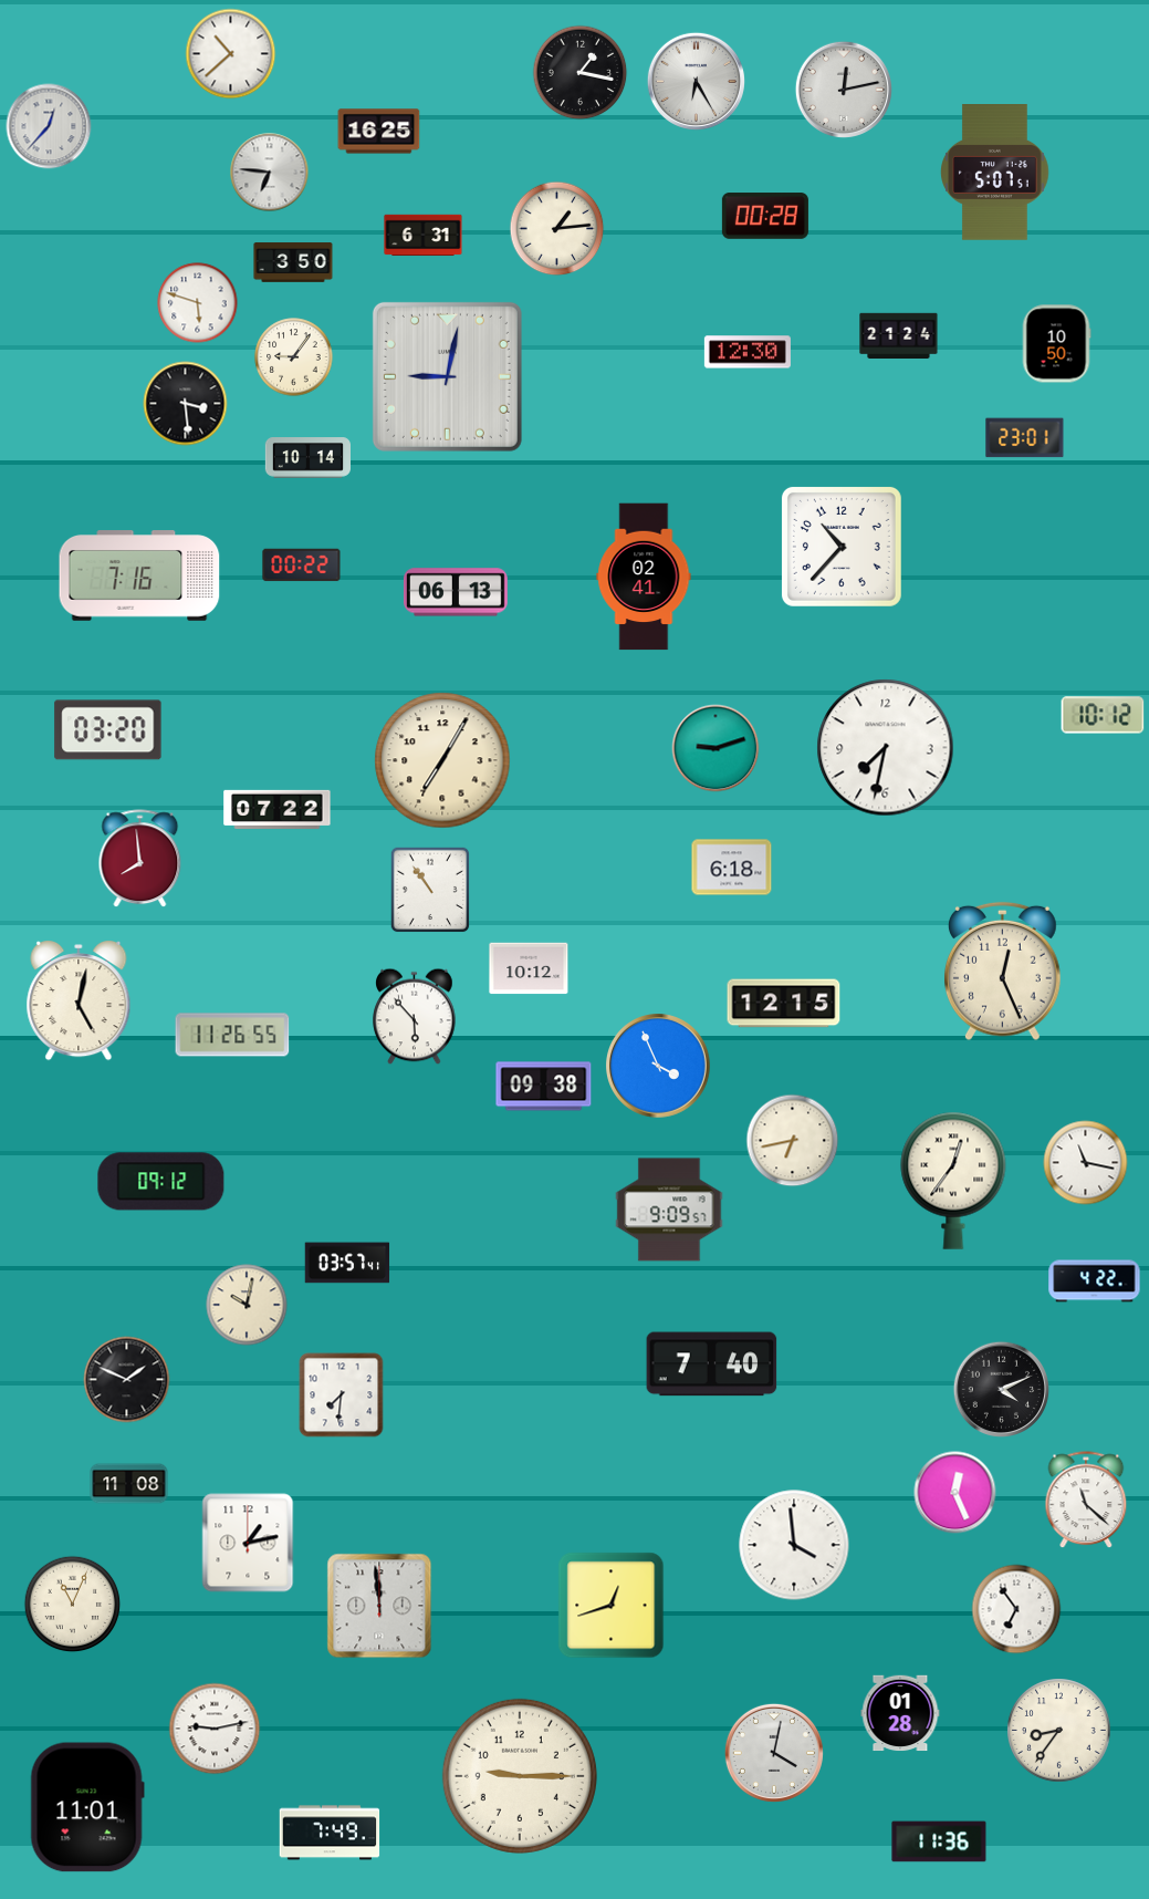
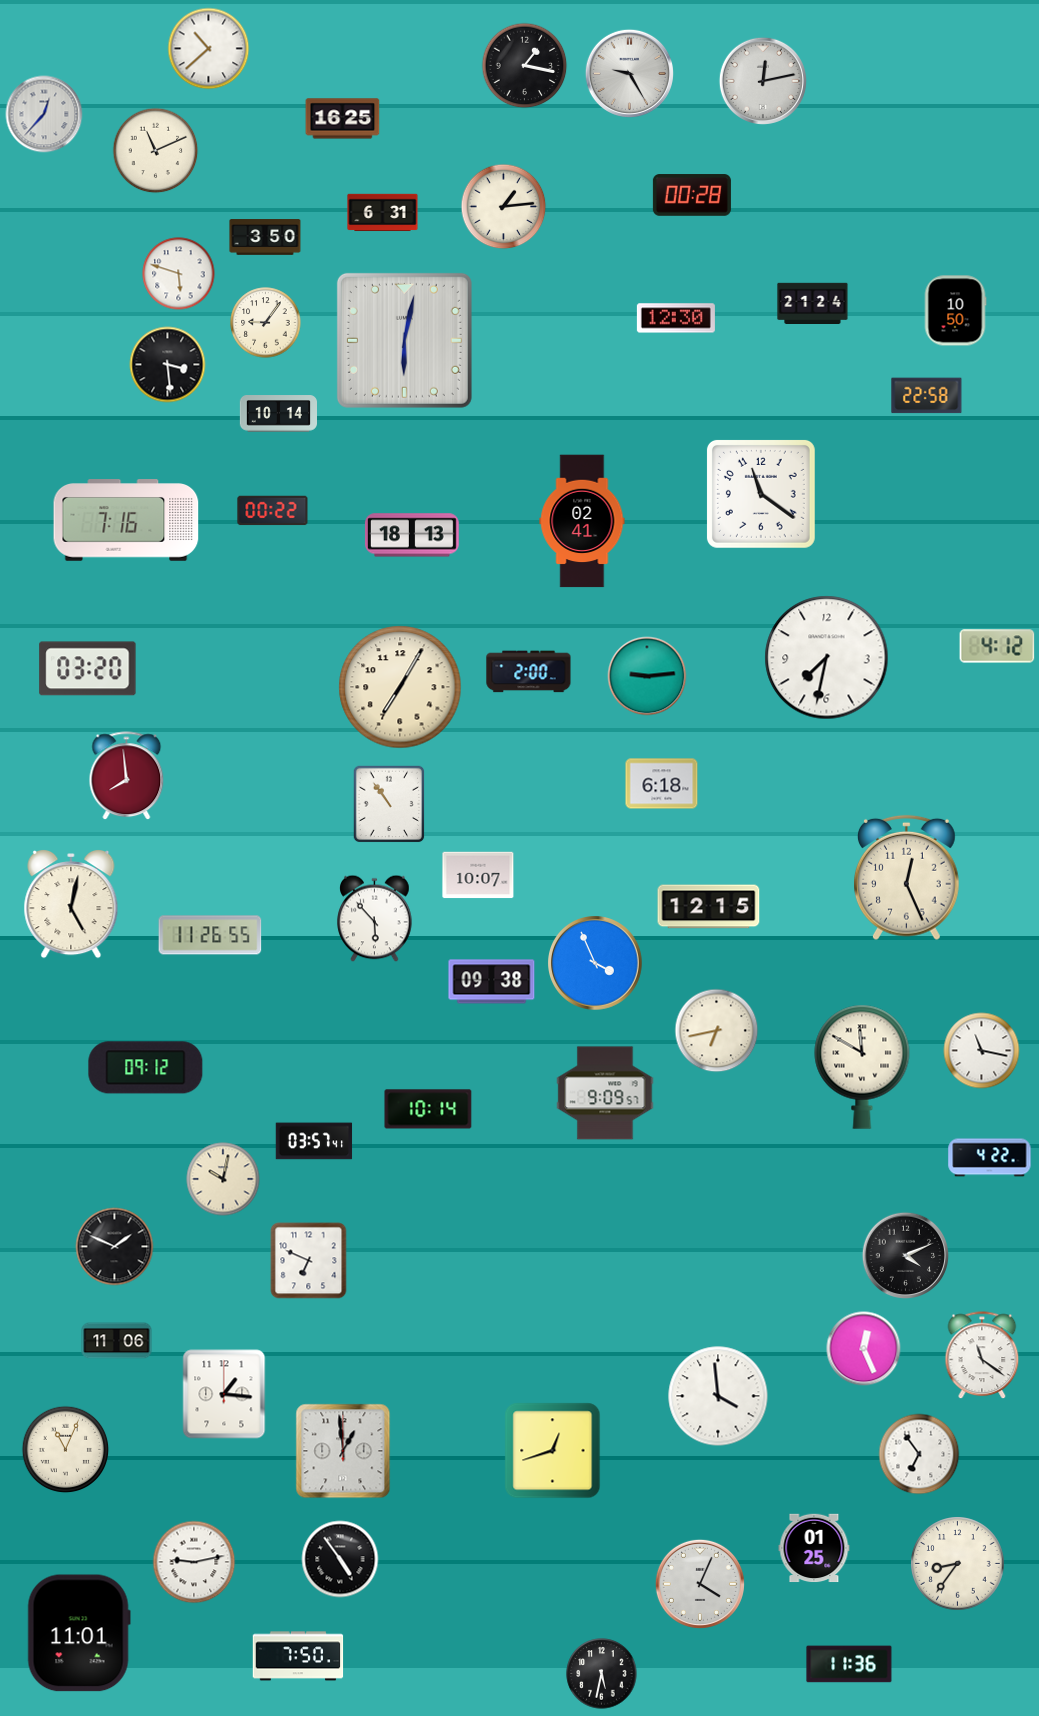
clock at (696, 81): 6:25 -> 9:25
clock at (156, 151): none -> 11:11
clock at (270, 173): 6:46 -> none
clock at (995, 173): 5:07 -> none
clock at (447, 376): 9:02 -> 6:02
clock at (1025, 438): 23:01 -> 22:58
clock at (842, 547): 10:37 -> 11:21
clock at (456, 592): 06:13 -> 18:13
clock at (1103, 715): 10:12 -> 4:12
clock at (108, 730) position: (108, 730) -> (88, 669)
clock at (529, 672): none -> 2:00
clock at (715, 748): 9:12 -> 9:14
clock at (886, 748) position: (886, 748) -> (827, 658)
clock at (278, 809): 07:22 -> none
clock at (529, 968): 10:12 -> 10:07
clock at (953, 1181): 12:36 -> 11:50
clock at (428, 1109): none -> 10:14
clock at (712, 1364): 7:40 -> none
clock at (342, 1395): 7:31 -> 6:49
clock at (129, 1484): 11:08 -> 11:06
clock at (1086, 1501): 11:22 -> 11:21
clock at (248, 1543): 1:13 -> 1:16
clock at (379, 1606): 11:59 -> 12:59
clock at (900, 1713): 01:28 -> 01:25
clock at (340, 1559): none -> 4:54
clock at (774, 1753): 4:02 -> 4:04
clock at (520, 1776): 9:15 -> none
clock at (330, 1833): 7:49 -> 7:50
clock at (602, 1674): none -> 5:32
